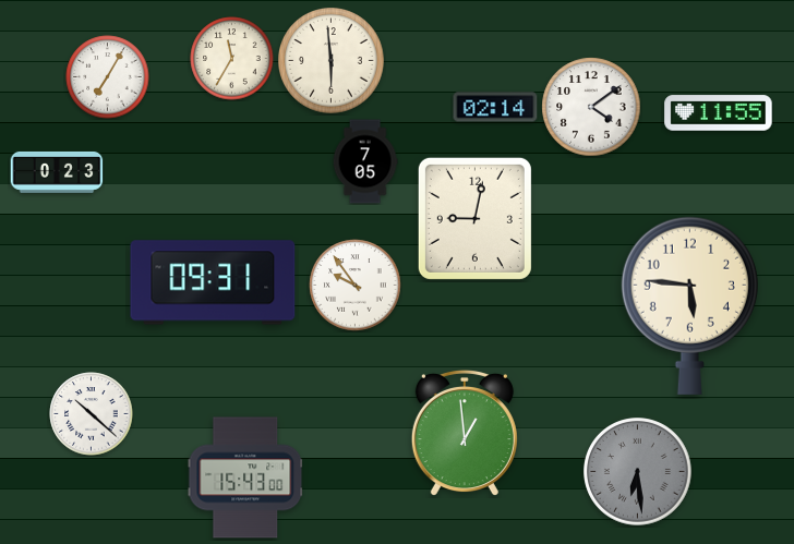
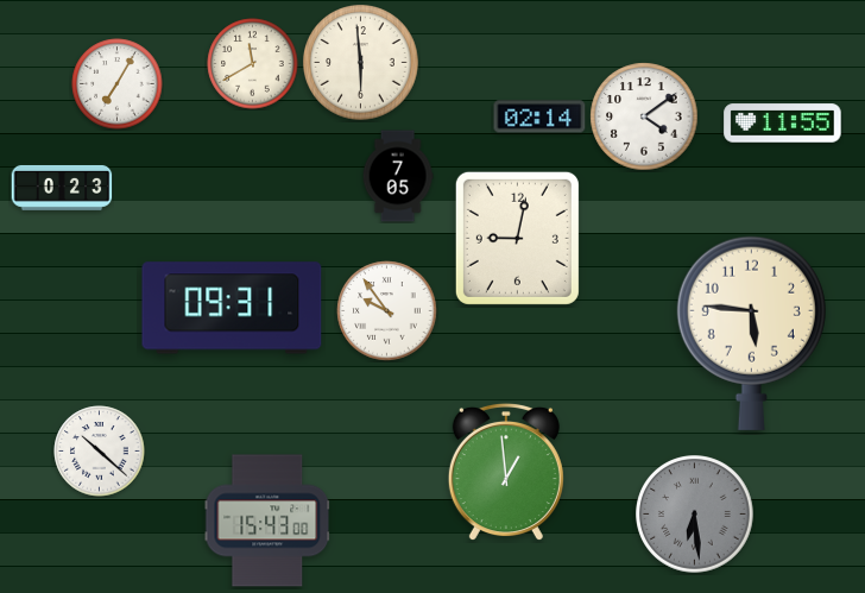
clock at (232, 59): 11:35 -> 11:40
clock at (332, 61) position: (332, 61) -> (361, 63)
